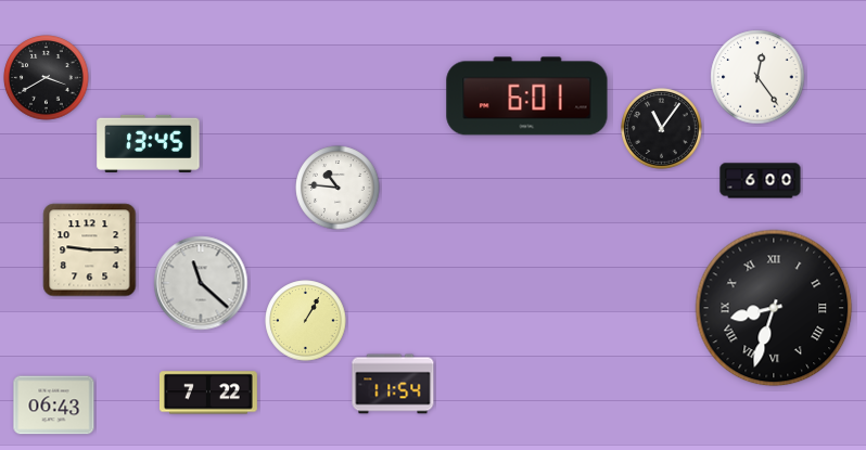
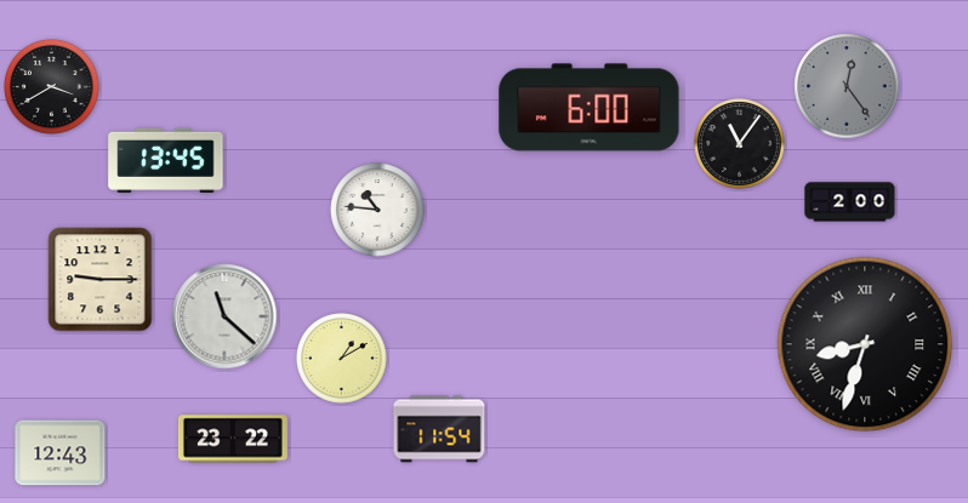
clock at (757, 77) dial: white -> grey
clock at (527, 97): 6:01 -> 6:00
clock at (761, 181): 6:00 -> 2:00
clock at (306, 321): 1:05 -> 1:10
clock at (208, 393): 7:22 -> 23:22
clock at (54, 406): 06:43 -> 12:43
